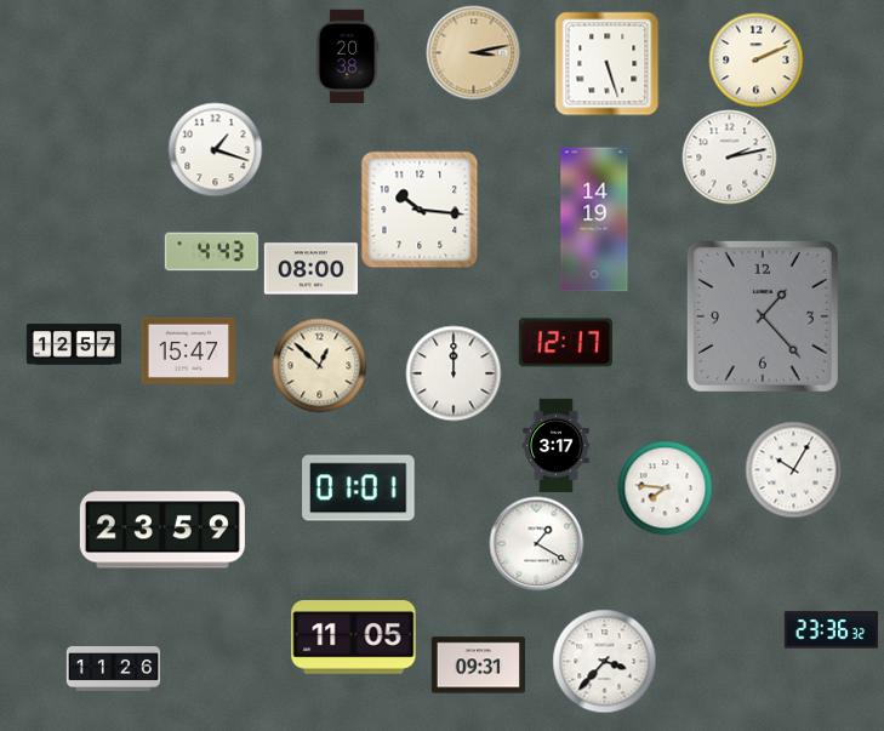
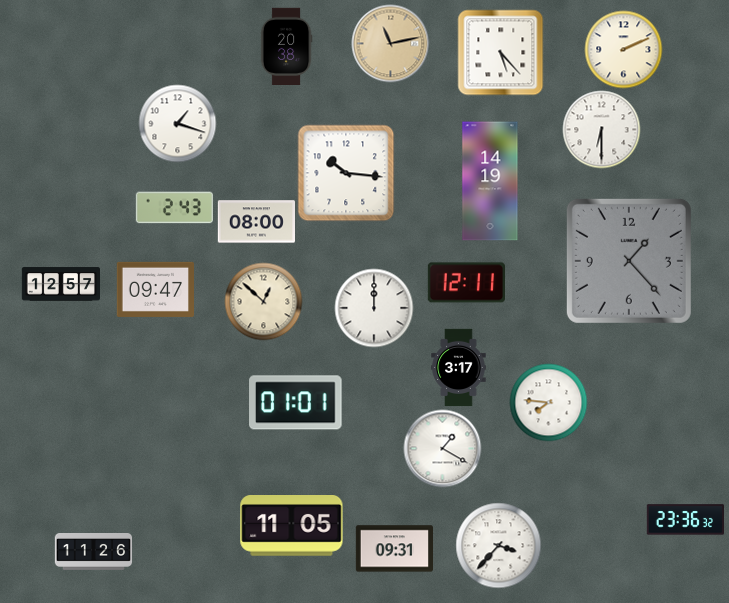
clock at (473, 52): 3:13 -> 11:13
clock at (606, 63): 5:27 -> 5:23
clock at (729, 156): 2:13 -> 6:30
clock at (211, 252): 4:43 -> 2:43
clock at (565, 343): 12:17 -> 12:11
clock at (188, 350): 15:47 -> 09:47
clock at (793, 469): 10:05 -> none
clock at (162, 530): 23:59 -> none
